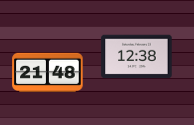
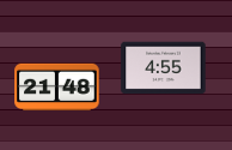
clock at (137, 57): 12:38 -> 4:55
